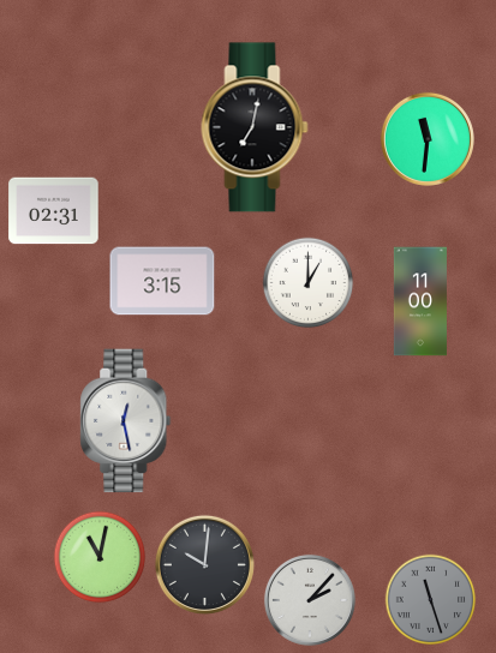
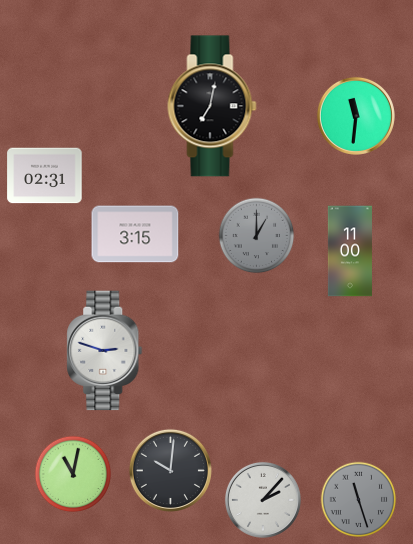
clock at (309, 283) dial: white -> grey
clock at (126, 421): 12:28 -> 2:48
clock at (100, 557) position: (100, 557) -> (73, 474)
clock at (310, 600) position: (310, 600) -> (263, 500)
